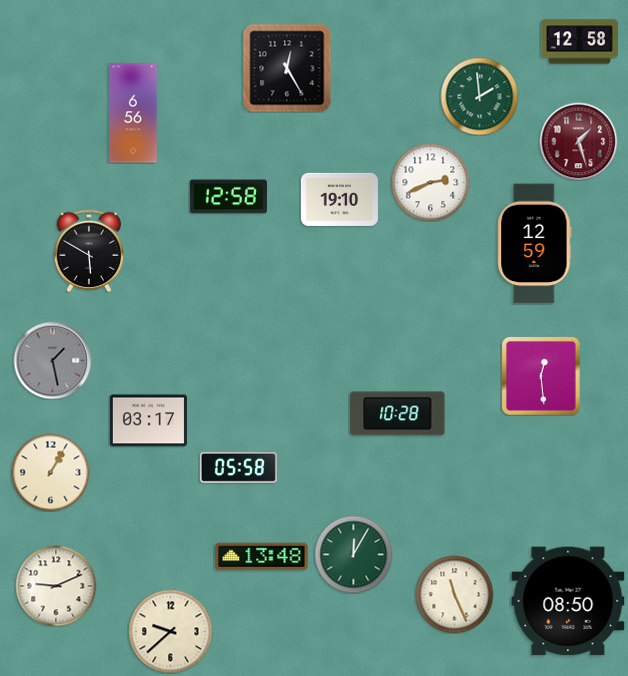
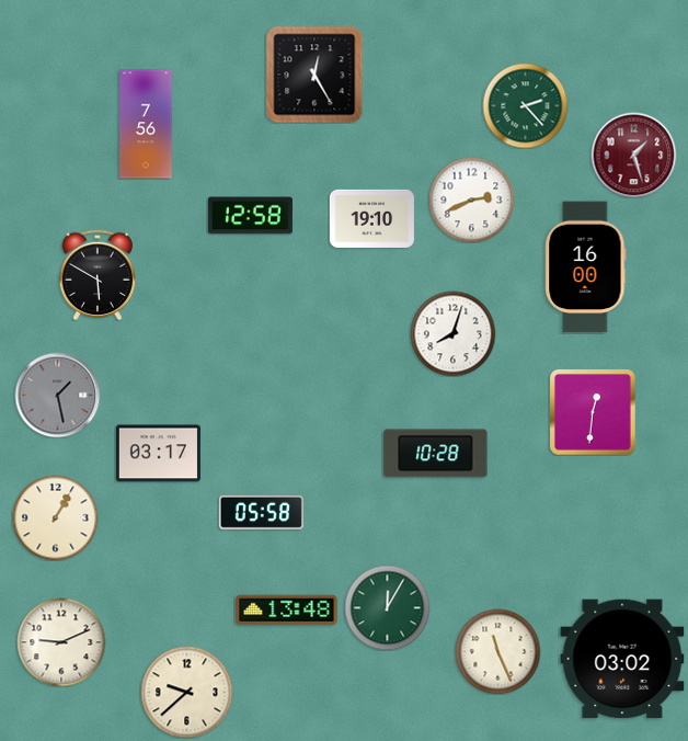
clock at (579, 42): 12:58 -> none
clock at (479, 96): 1:59 -> 2:23
clock at (133, 113): 6:56 -> 7:56
clock at (535, 244): 12:59 -> 16:00
clock at (452, 333): none -> 8:03
clock at (541, 376): 12:29 -> 12:31
clock at (148, 421) position: (148, 421) -> (158, 454)
clock at (568, 601): 08:50 -> 03:02
